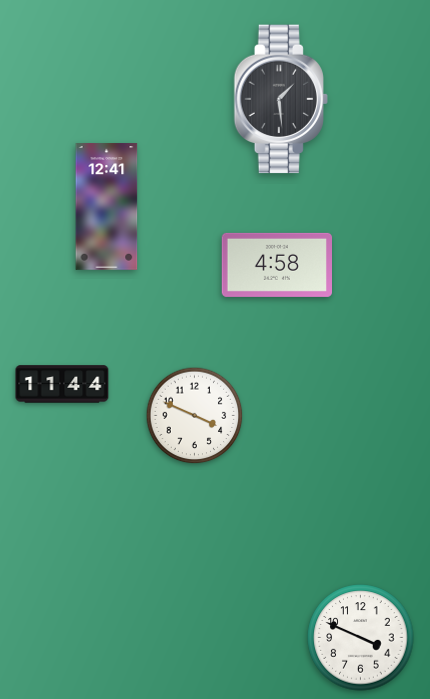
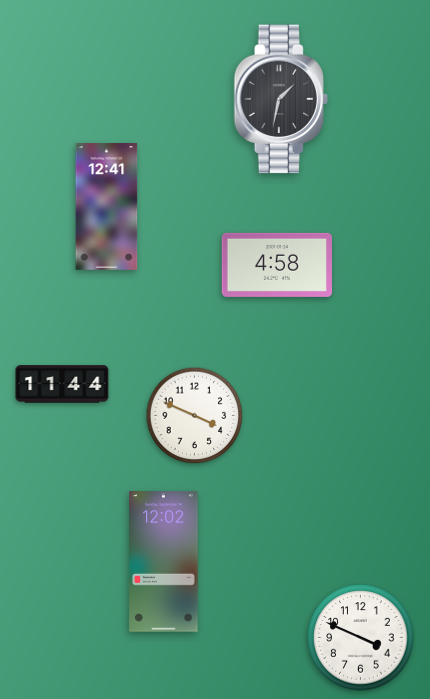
clock at (281, 99): 1:29 -> 1:32
clock at (164, 562): none -> 12:02
